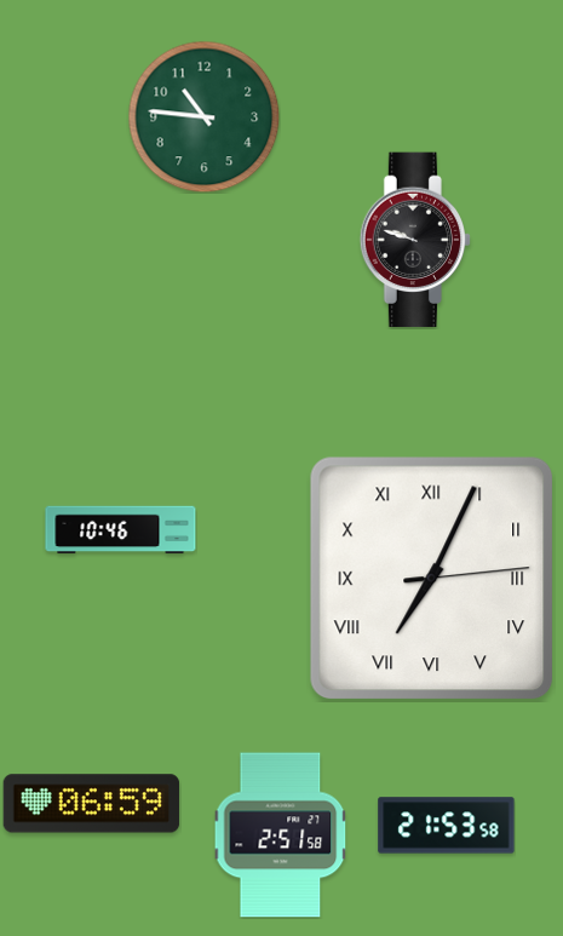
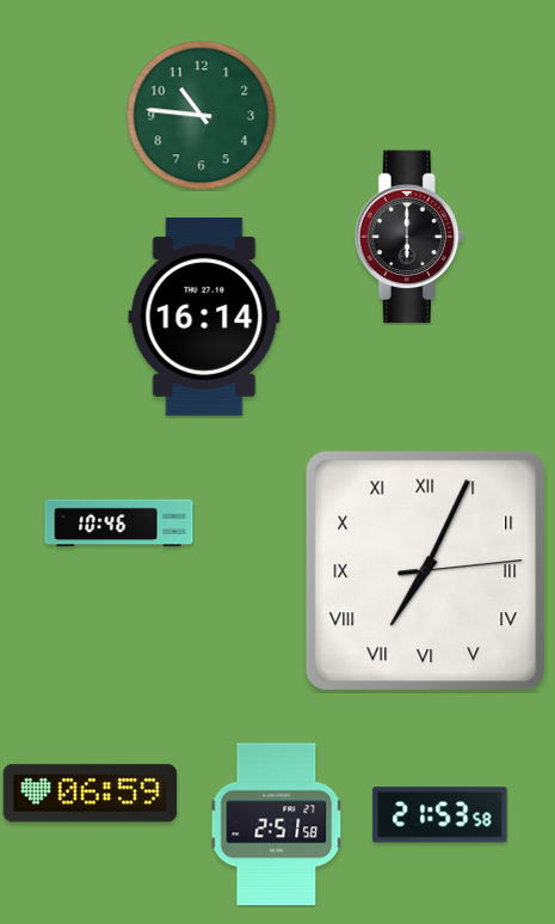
clock at (415, 240): 9:48 -> 6:00
clock at (204, 317): none -> 16:14
